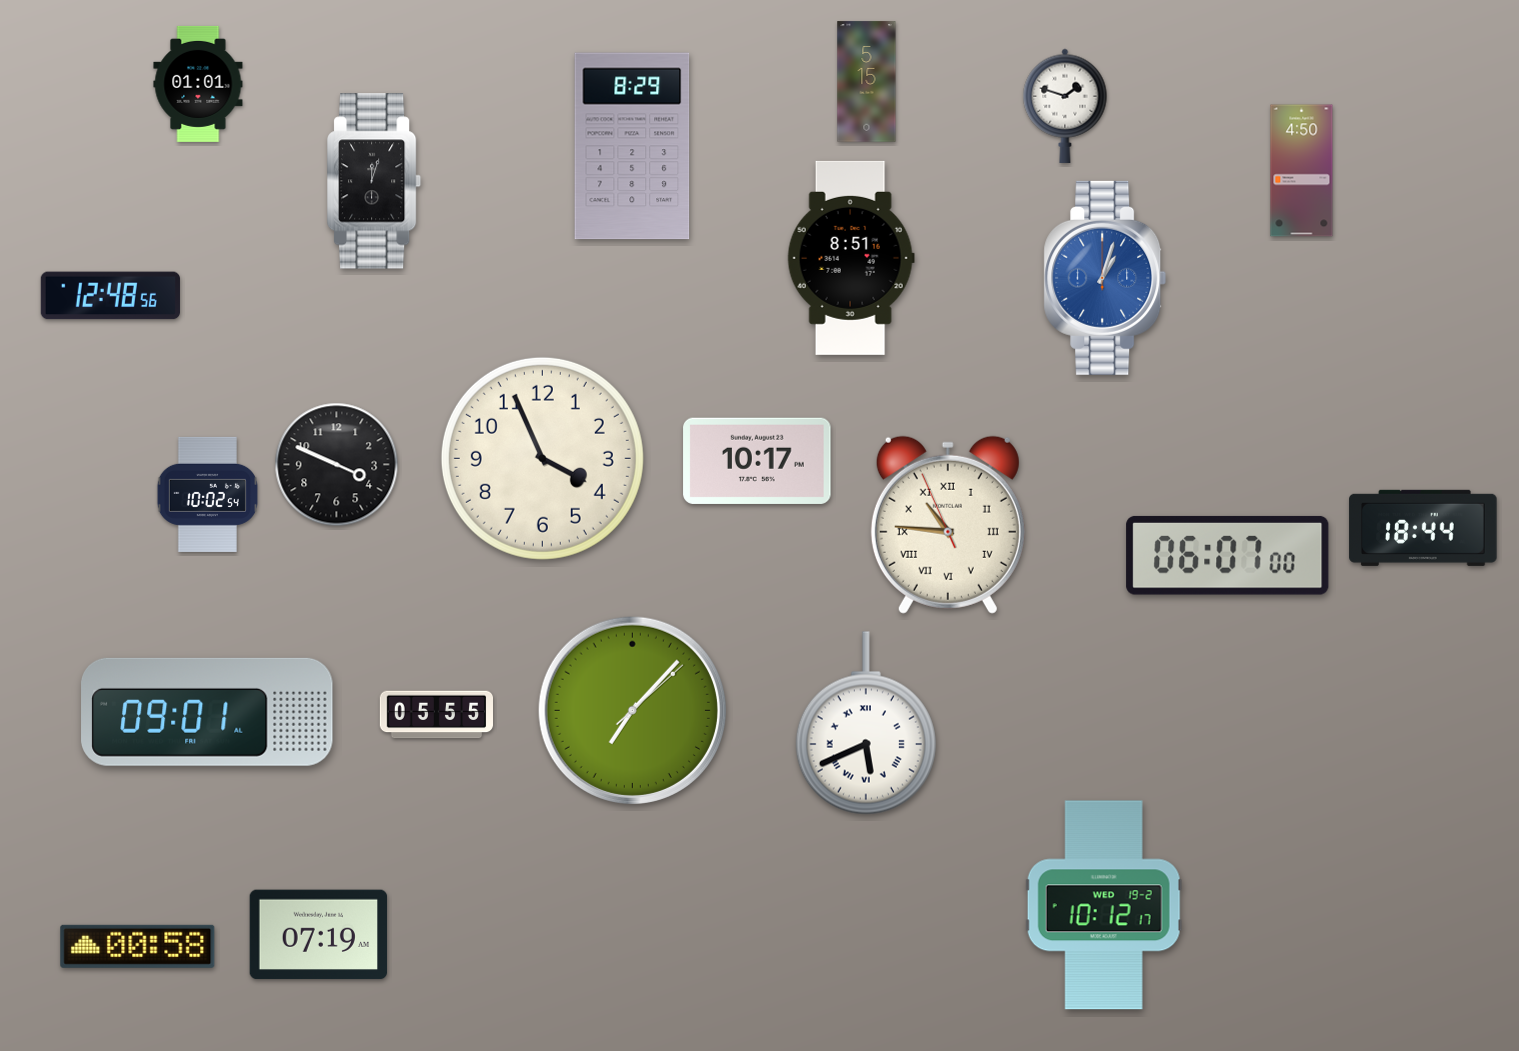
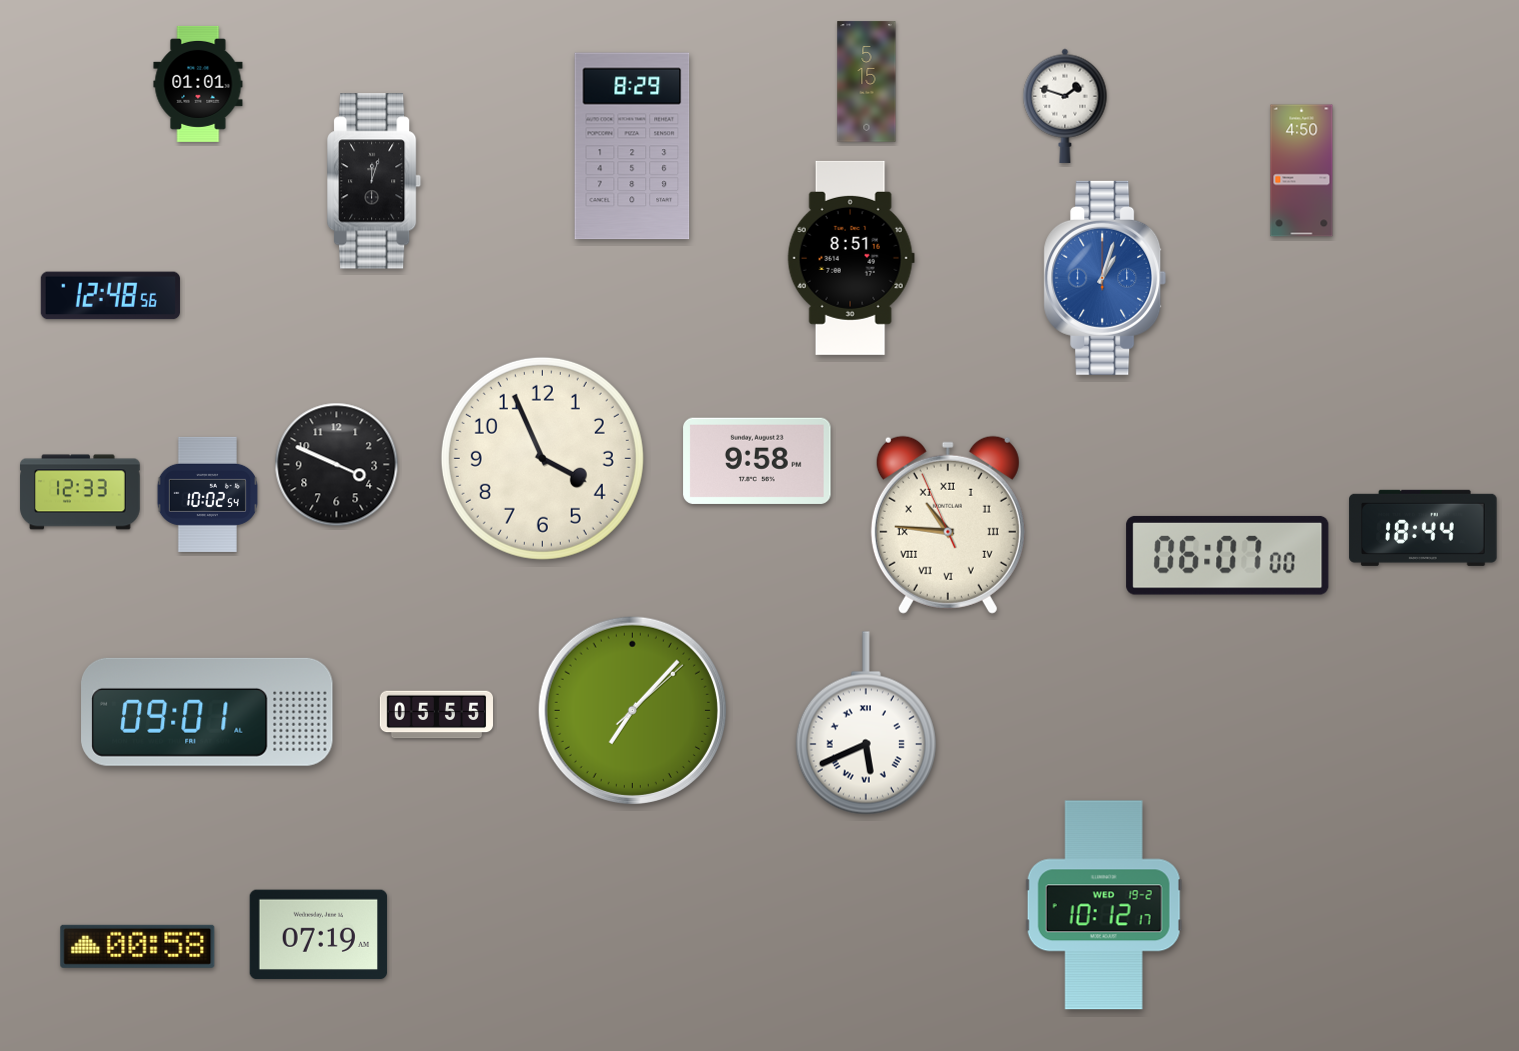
clock at (757, 461): 10:17 -> 9:58
clock at (80, 492): none -> 12:33
